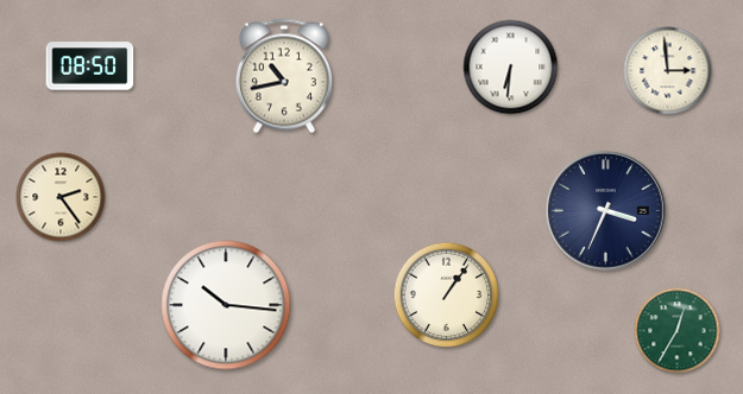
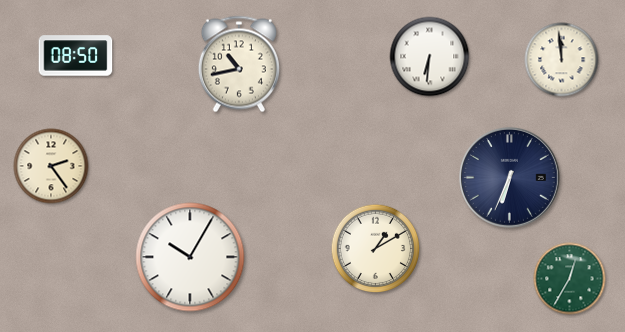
clock at (668, 71): 2:59 -> 11:59
clock at (605, 210): 3:34 -> 6:34
clock at (447, 295): 1:06 -> 1:10
clock at (226, 305): 10:16 -> 10:05
